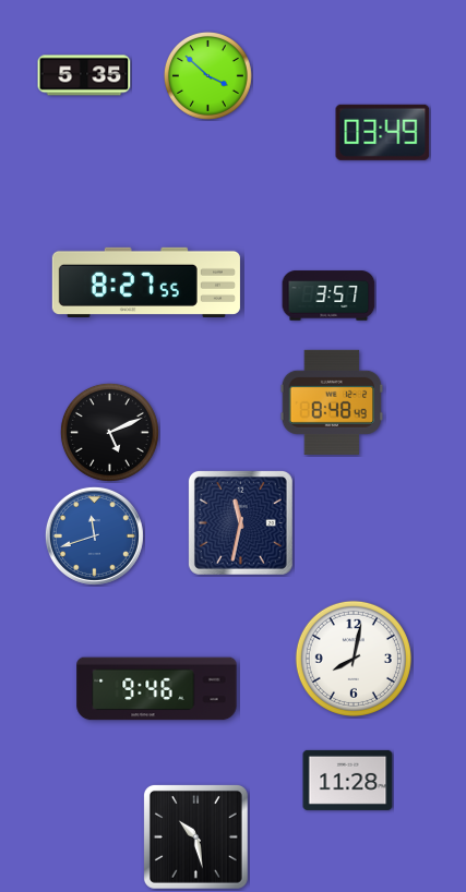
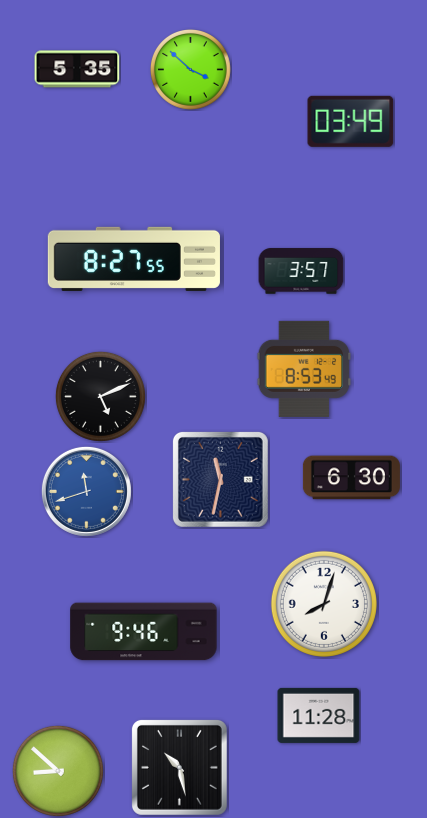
clock at (332, 402): 8:48 -> 8:53
clock at (351, 478): none -> 6:30
clock at (354, 659): 8:02 -> 8:03
clock at (58, 771): none -> 8:52
